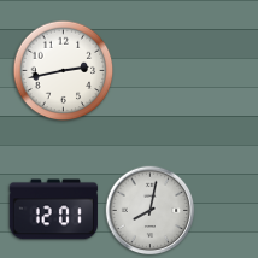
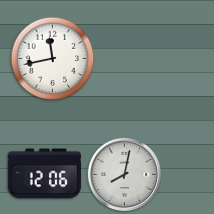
clock at (64, 71): 2:43 -> 11:43
clock at (53, 210): 12:01 -> 12:06
